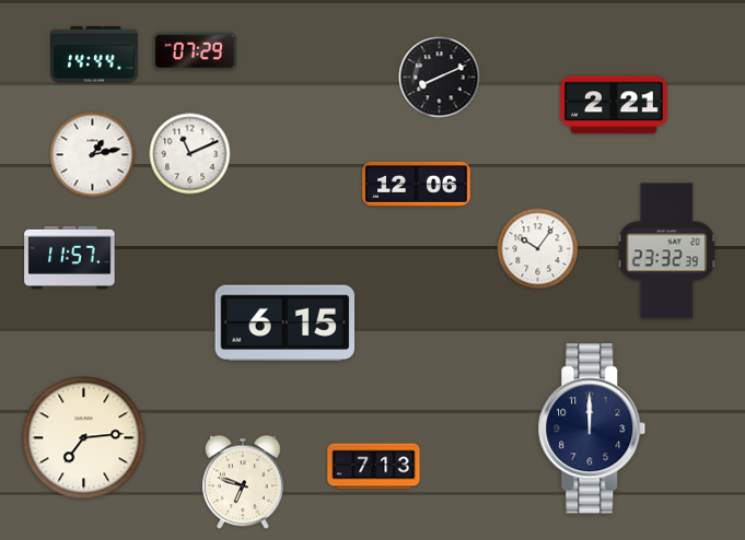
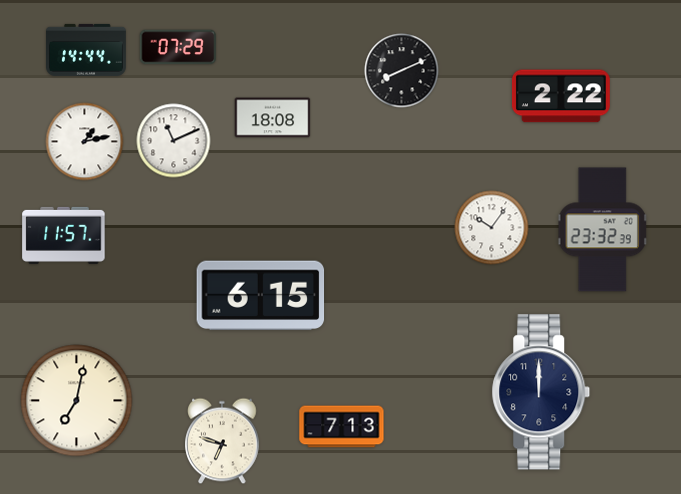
clock at (614, 105): 2:21 -> 2:22
clock at (273, 118): none -> 18:08
clock at (417, 185): 12:06 -> none
clock at (667, 251) position: (667, 251) -> (603, 230)
clock at (84, 438): 7:14 -> 7:02
